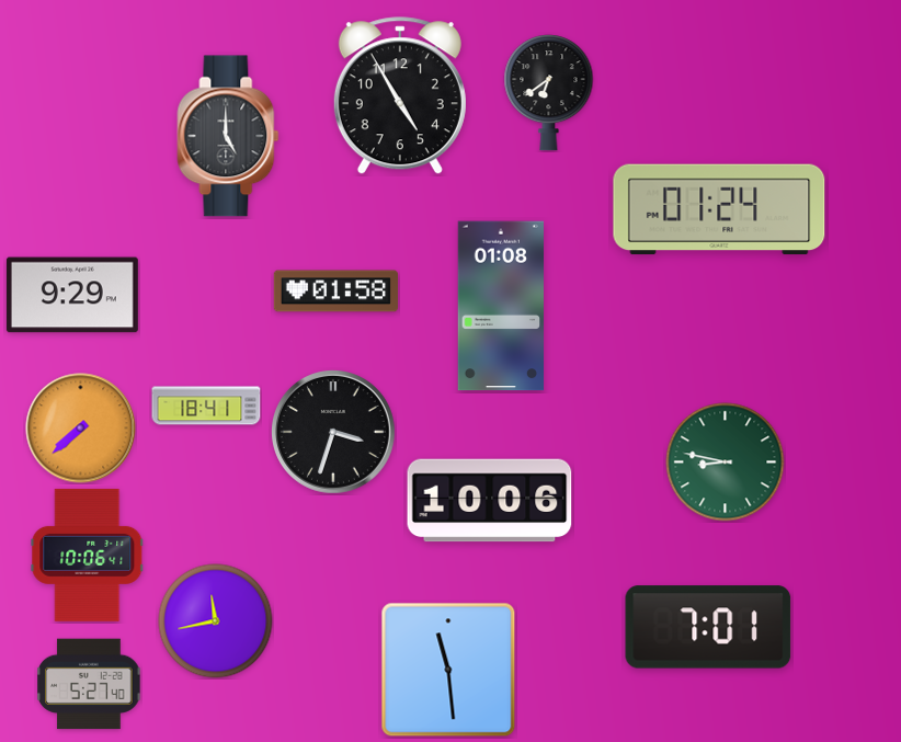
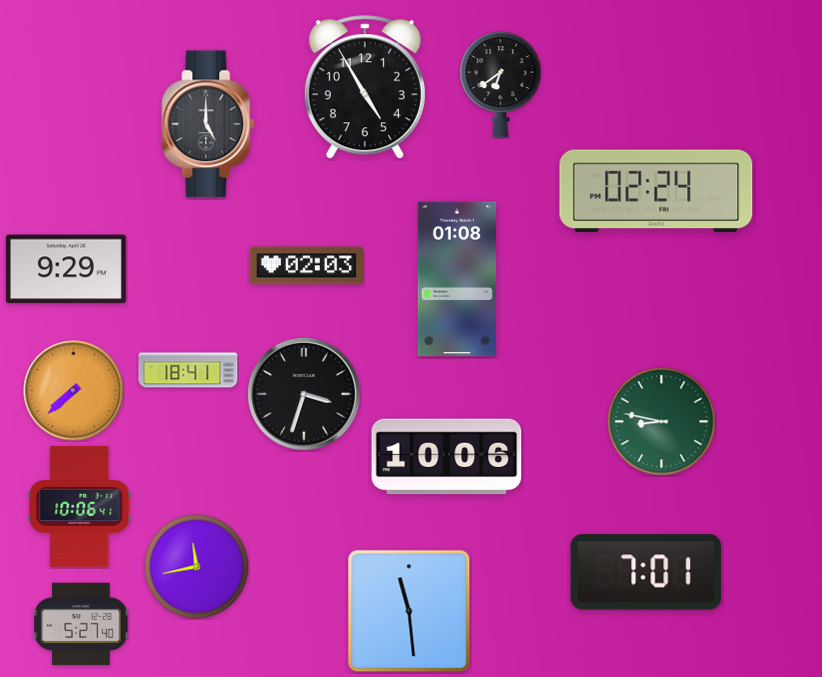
clock at (719, 209): 01:24 -> 02:24
clock at (335, 292): 01:58 -> 02:03
